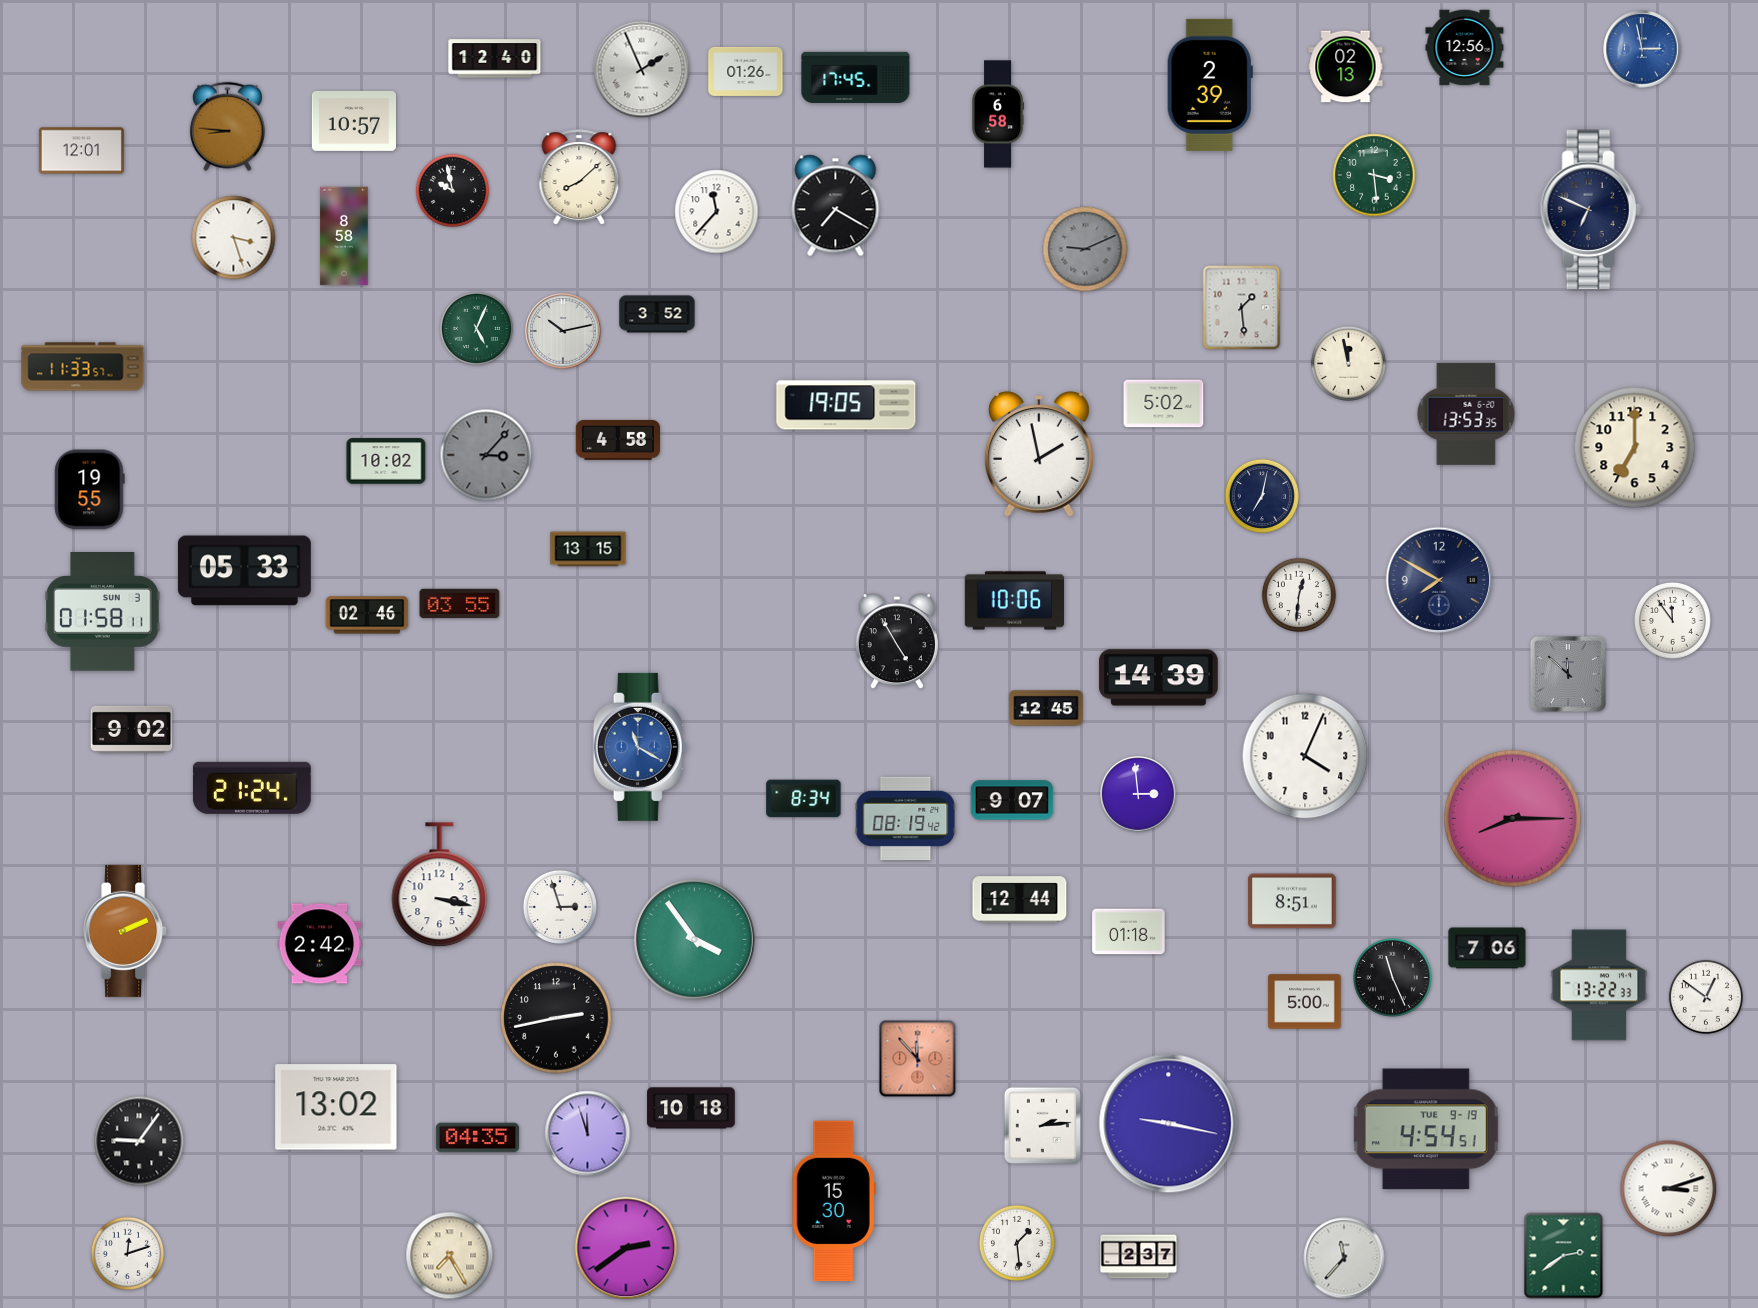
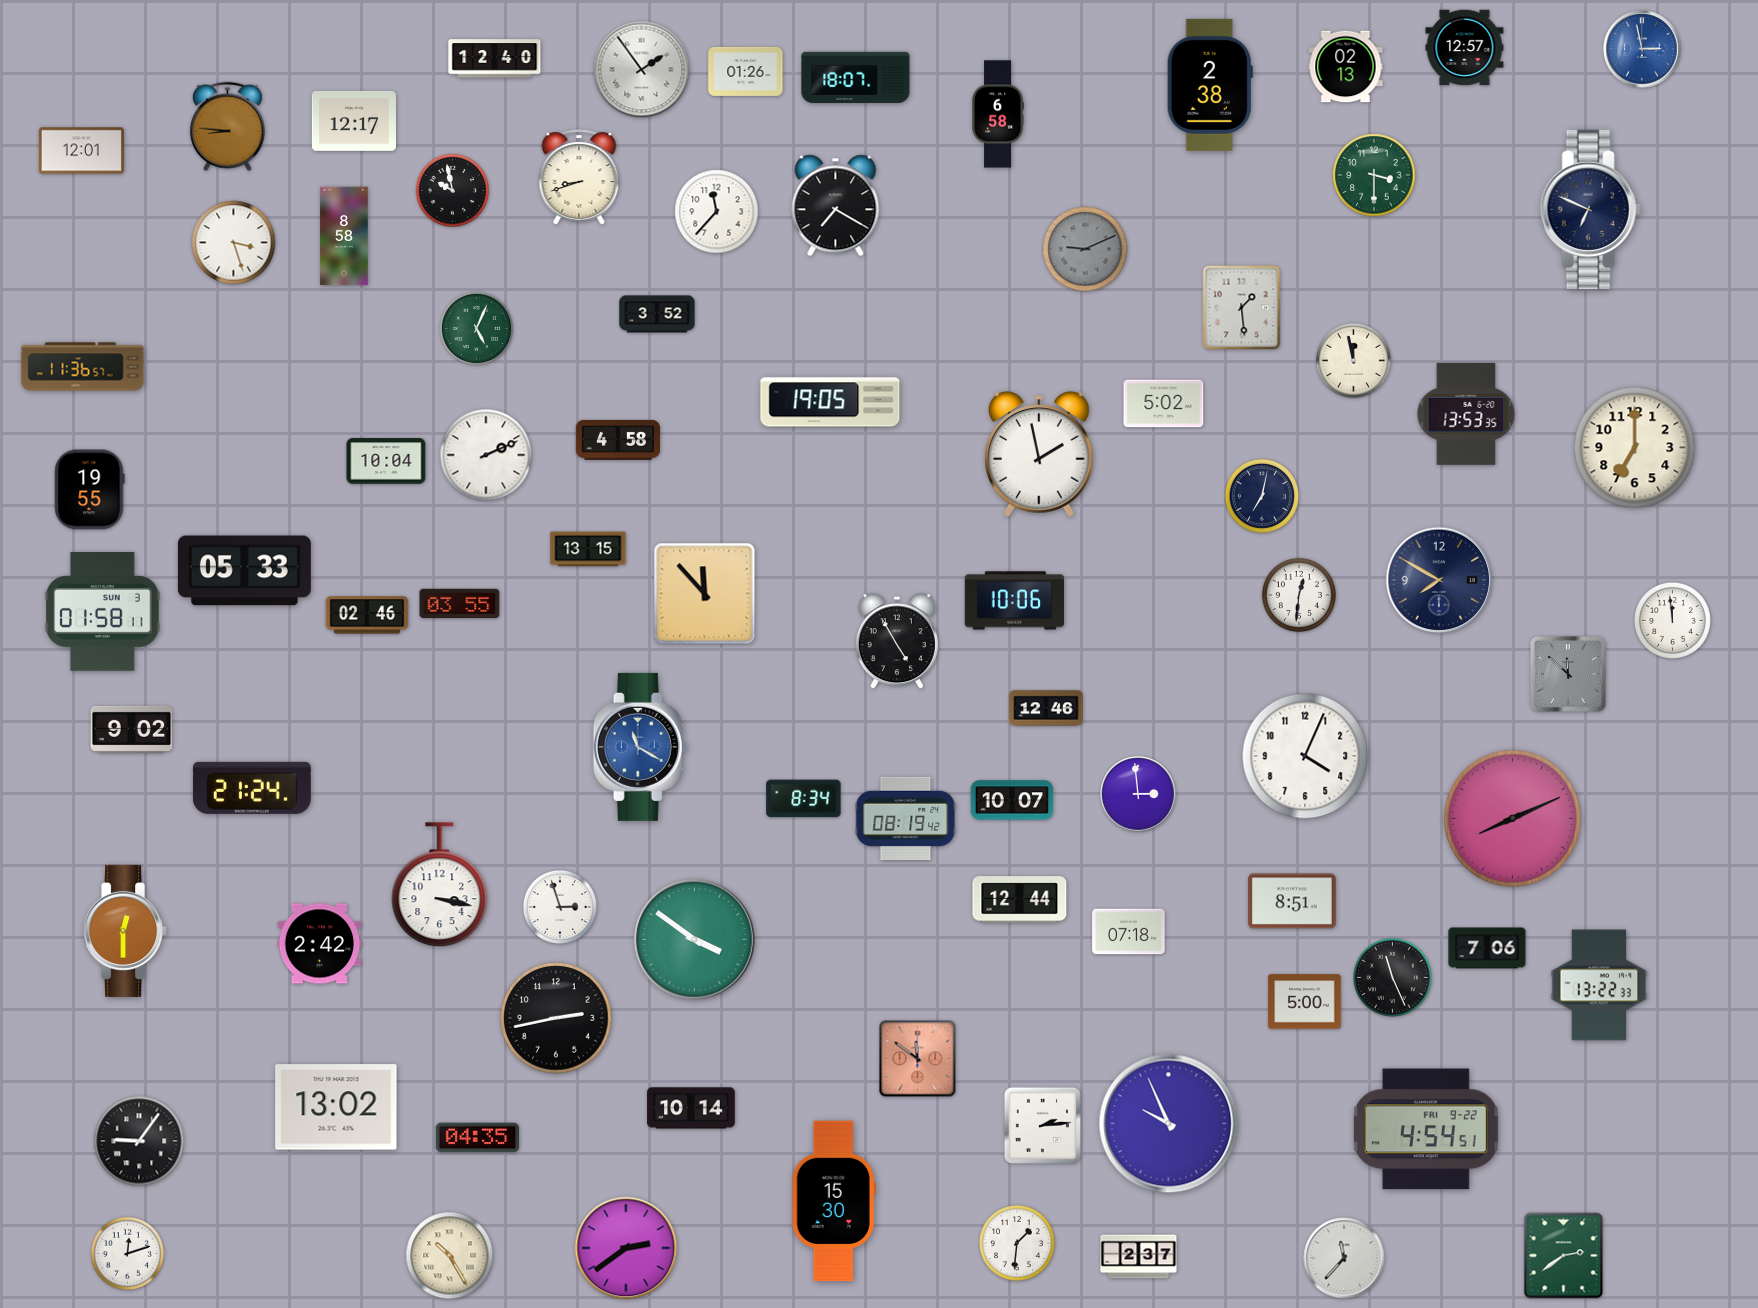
clock at (1465, 48): 12:56 -> 12:57
clock at (642, 70): 1:56 -> 1:54
clock at (856, 77): 17:45 -> 18:07
clock at (1210, 85): 2:39 -> 2:38
clock at (353, 121): 10:57 -> 12:17
clock at (1374, 175): 3:29 -> 3:30
clock at (579, 177): 8:08 -> 8:42
clock at (234, 238) position: (234, 238) -> (234, 243)
clock at (563, 331): 10:13 -> none
clock at (1348, 363) position: (1348, 363) -> (1353, 360)
clock at (83, 367): 11:33 -> 11:36
clock at (846, 405) position: (846, 405) -> (830, 402)
clock at (486, 455): 3:07 -> 2:11
clock at (486, 455) dial: grey -> white
clock at (386, 461): 10:02 -> 10:04
clock at (705, 594): none -> 11:53
clock at (1672, 620): 11:54 -> 11:59
clock at (1159, 678): 14:39 -> none
clock at (1046, 708): 12:45 -> 12:46
clock at (1012, 800): 9:07 -> 10:07
clock at (1512, 818): 8:15 -> 8:11
clock at (126, 931): 2:11 -> 12:30
clock at (1129, 932): 01:18 -> 07:18
clock at (695, 940): 3:54 -> 3:51
clock at (1706, 997): 12:51 -> none
clock at (918, 1059): 11:53 -> 11:51
clock at (691, 1108): 10:18 -> 10:14
clock at (1169, 1124): 9:17 -> 9:56
clock at (1426, 1129) date: TUE 9-19 -> FRI 9-22
clock at (588, 1134): 11:57 -> none
clock at (1669, 1189): 3:12 -> none
clock at (1017, 1243): 1:29 -> 1:31
clock at (450, 1256): 7:25 -> 10:25
